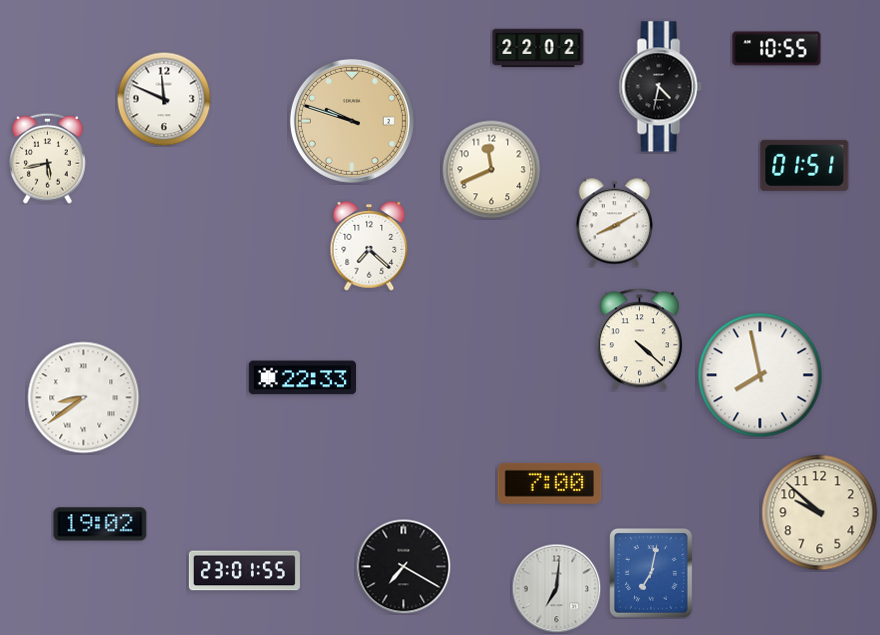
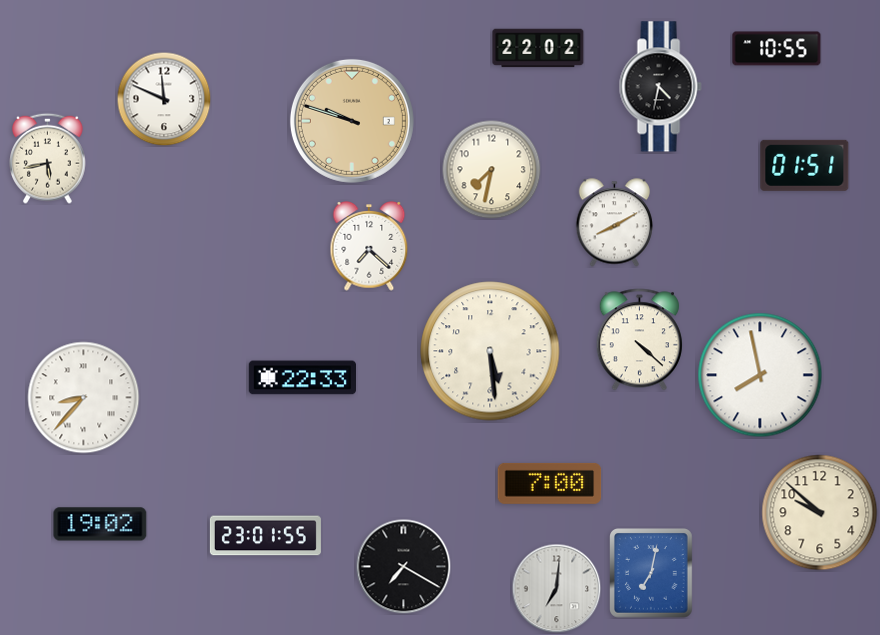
clock at (492, 170): 11:41 -> 7:32
clock at (490, 351): none -> 5:29
clock at (84, 398): 8:39 -> 8:37
clock at (244, 571) position: (244, 571) -> (265, 536)
